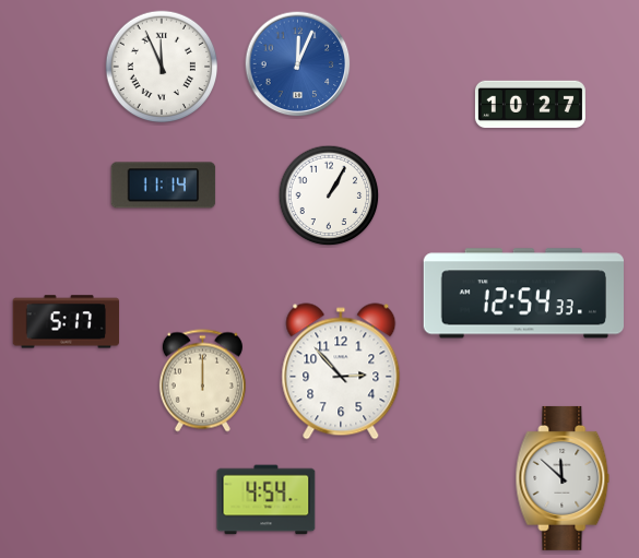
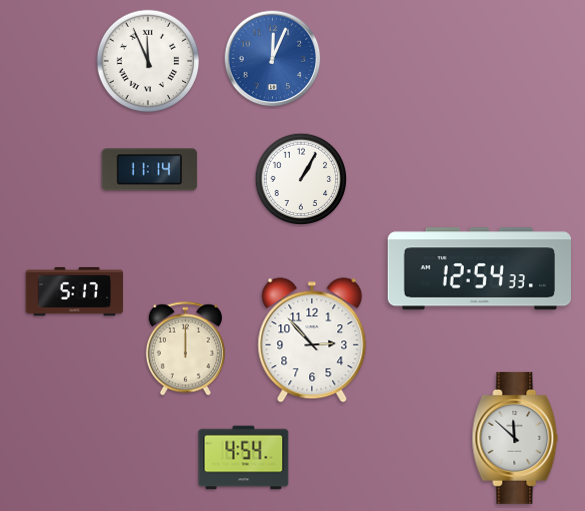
clock at (530, 105): 10:27 -> none
clock at (67, 322) position: (67, 322) -> (75, 292)
